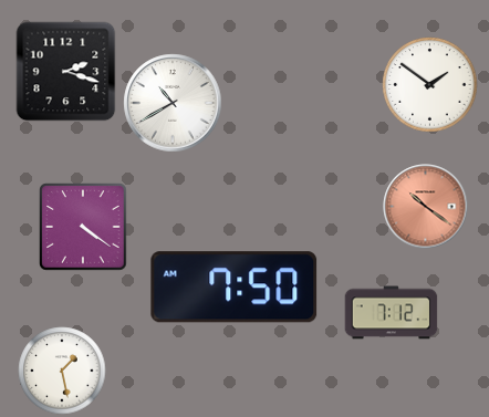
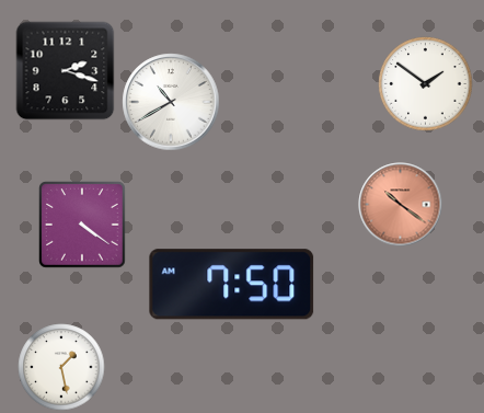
clock at (426, 207) position: (426, 207) -> (401, 205)
clock at (392, 313): 7:12 -> none
